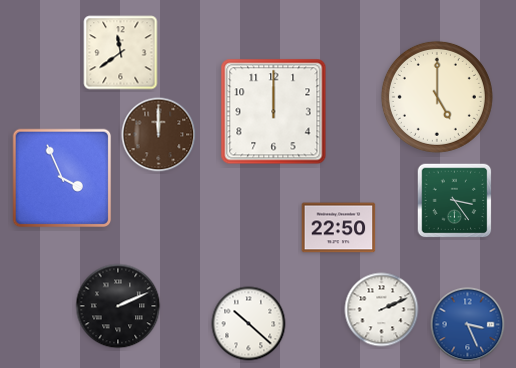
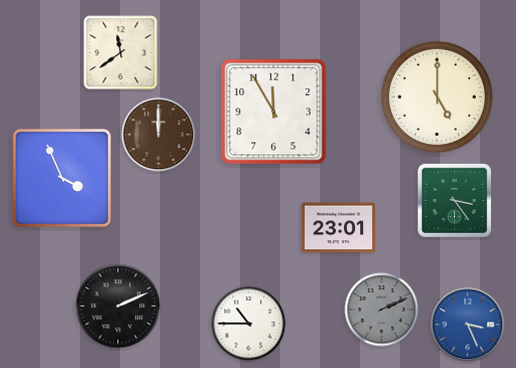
clock at (274, 112): 12:00 -> 11:55
clock at (339, 228): 22:50 -> 23:01
clock at (382, 310) dial: white -> grey
clock at (249, 324): 10:22 -> 10:45
